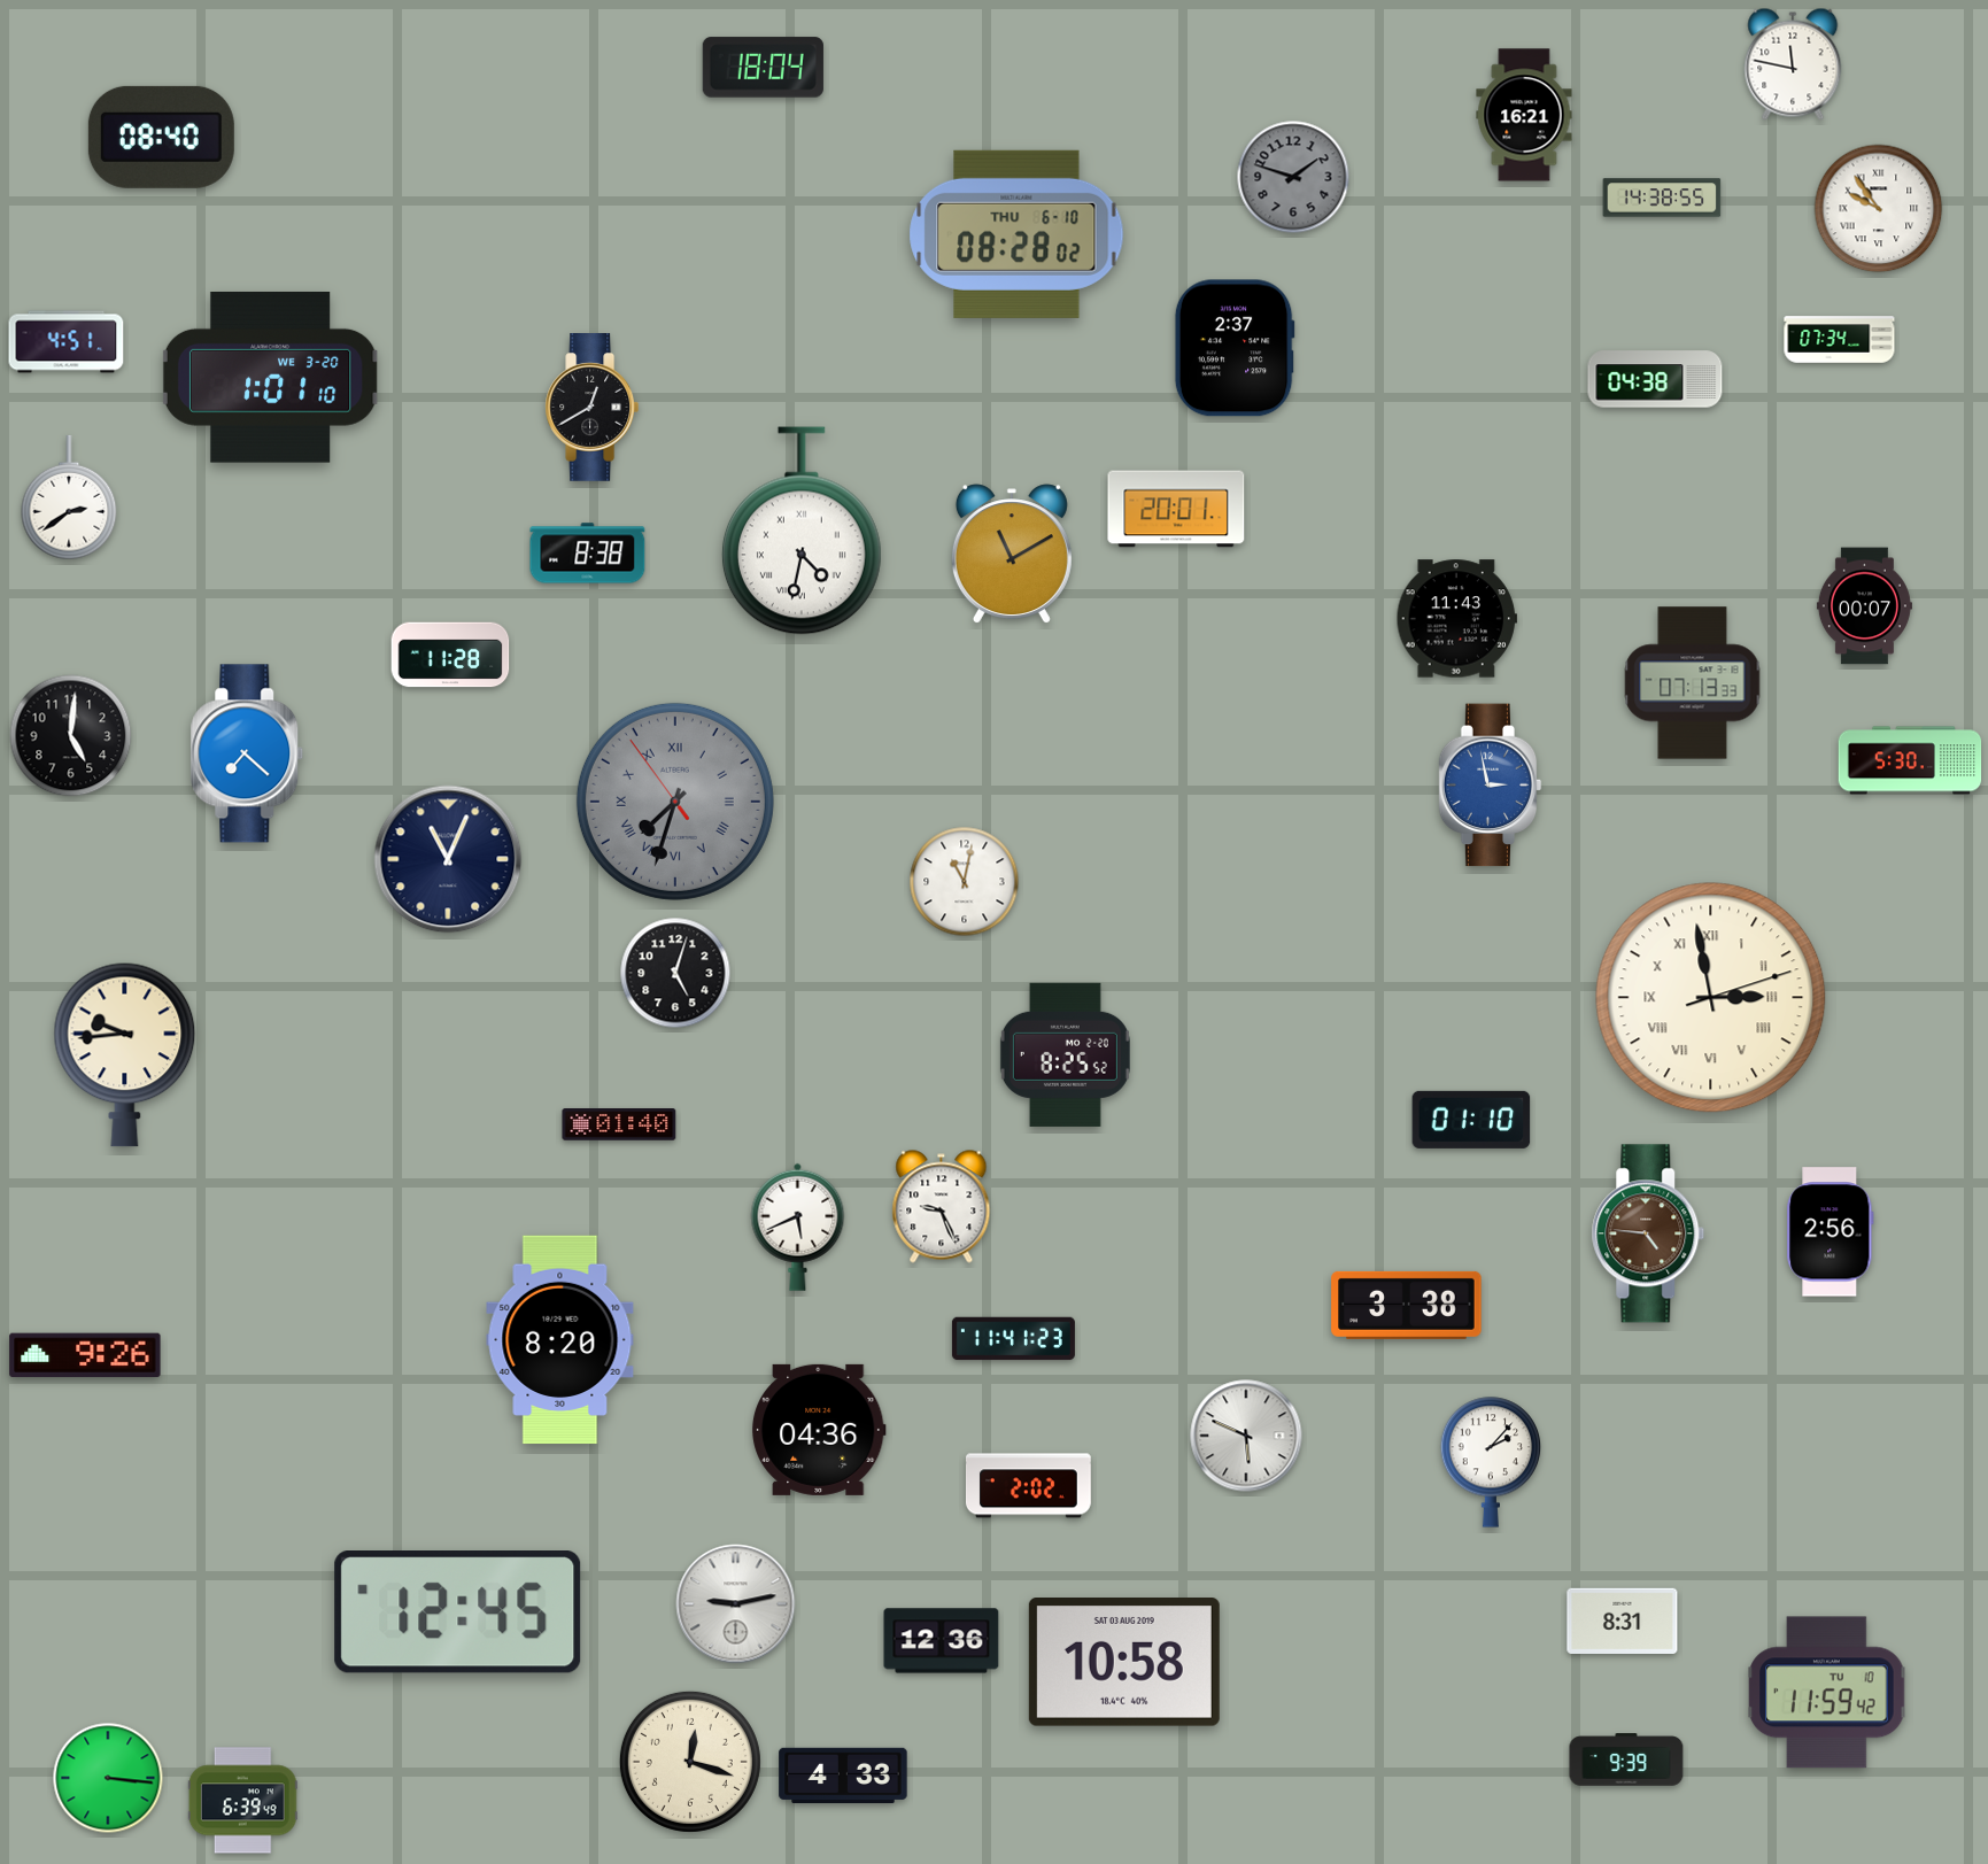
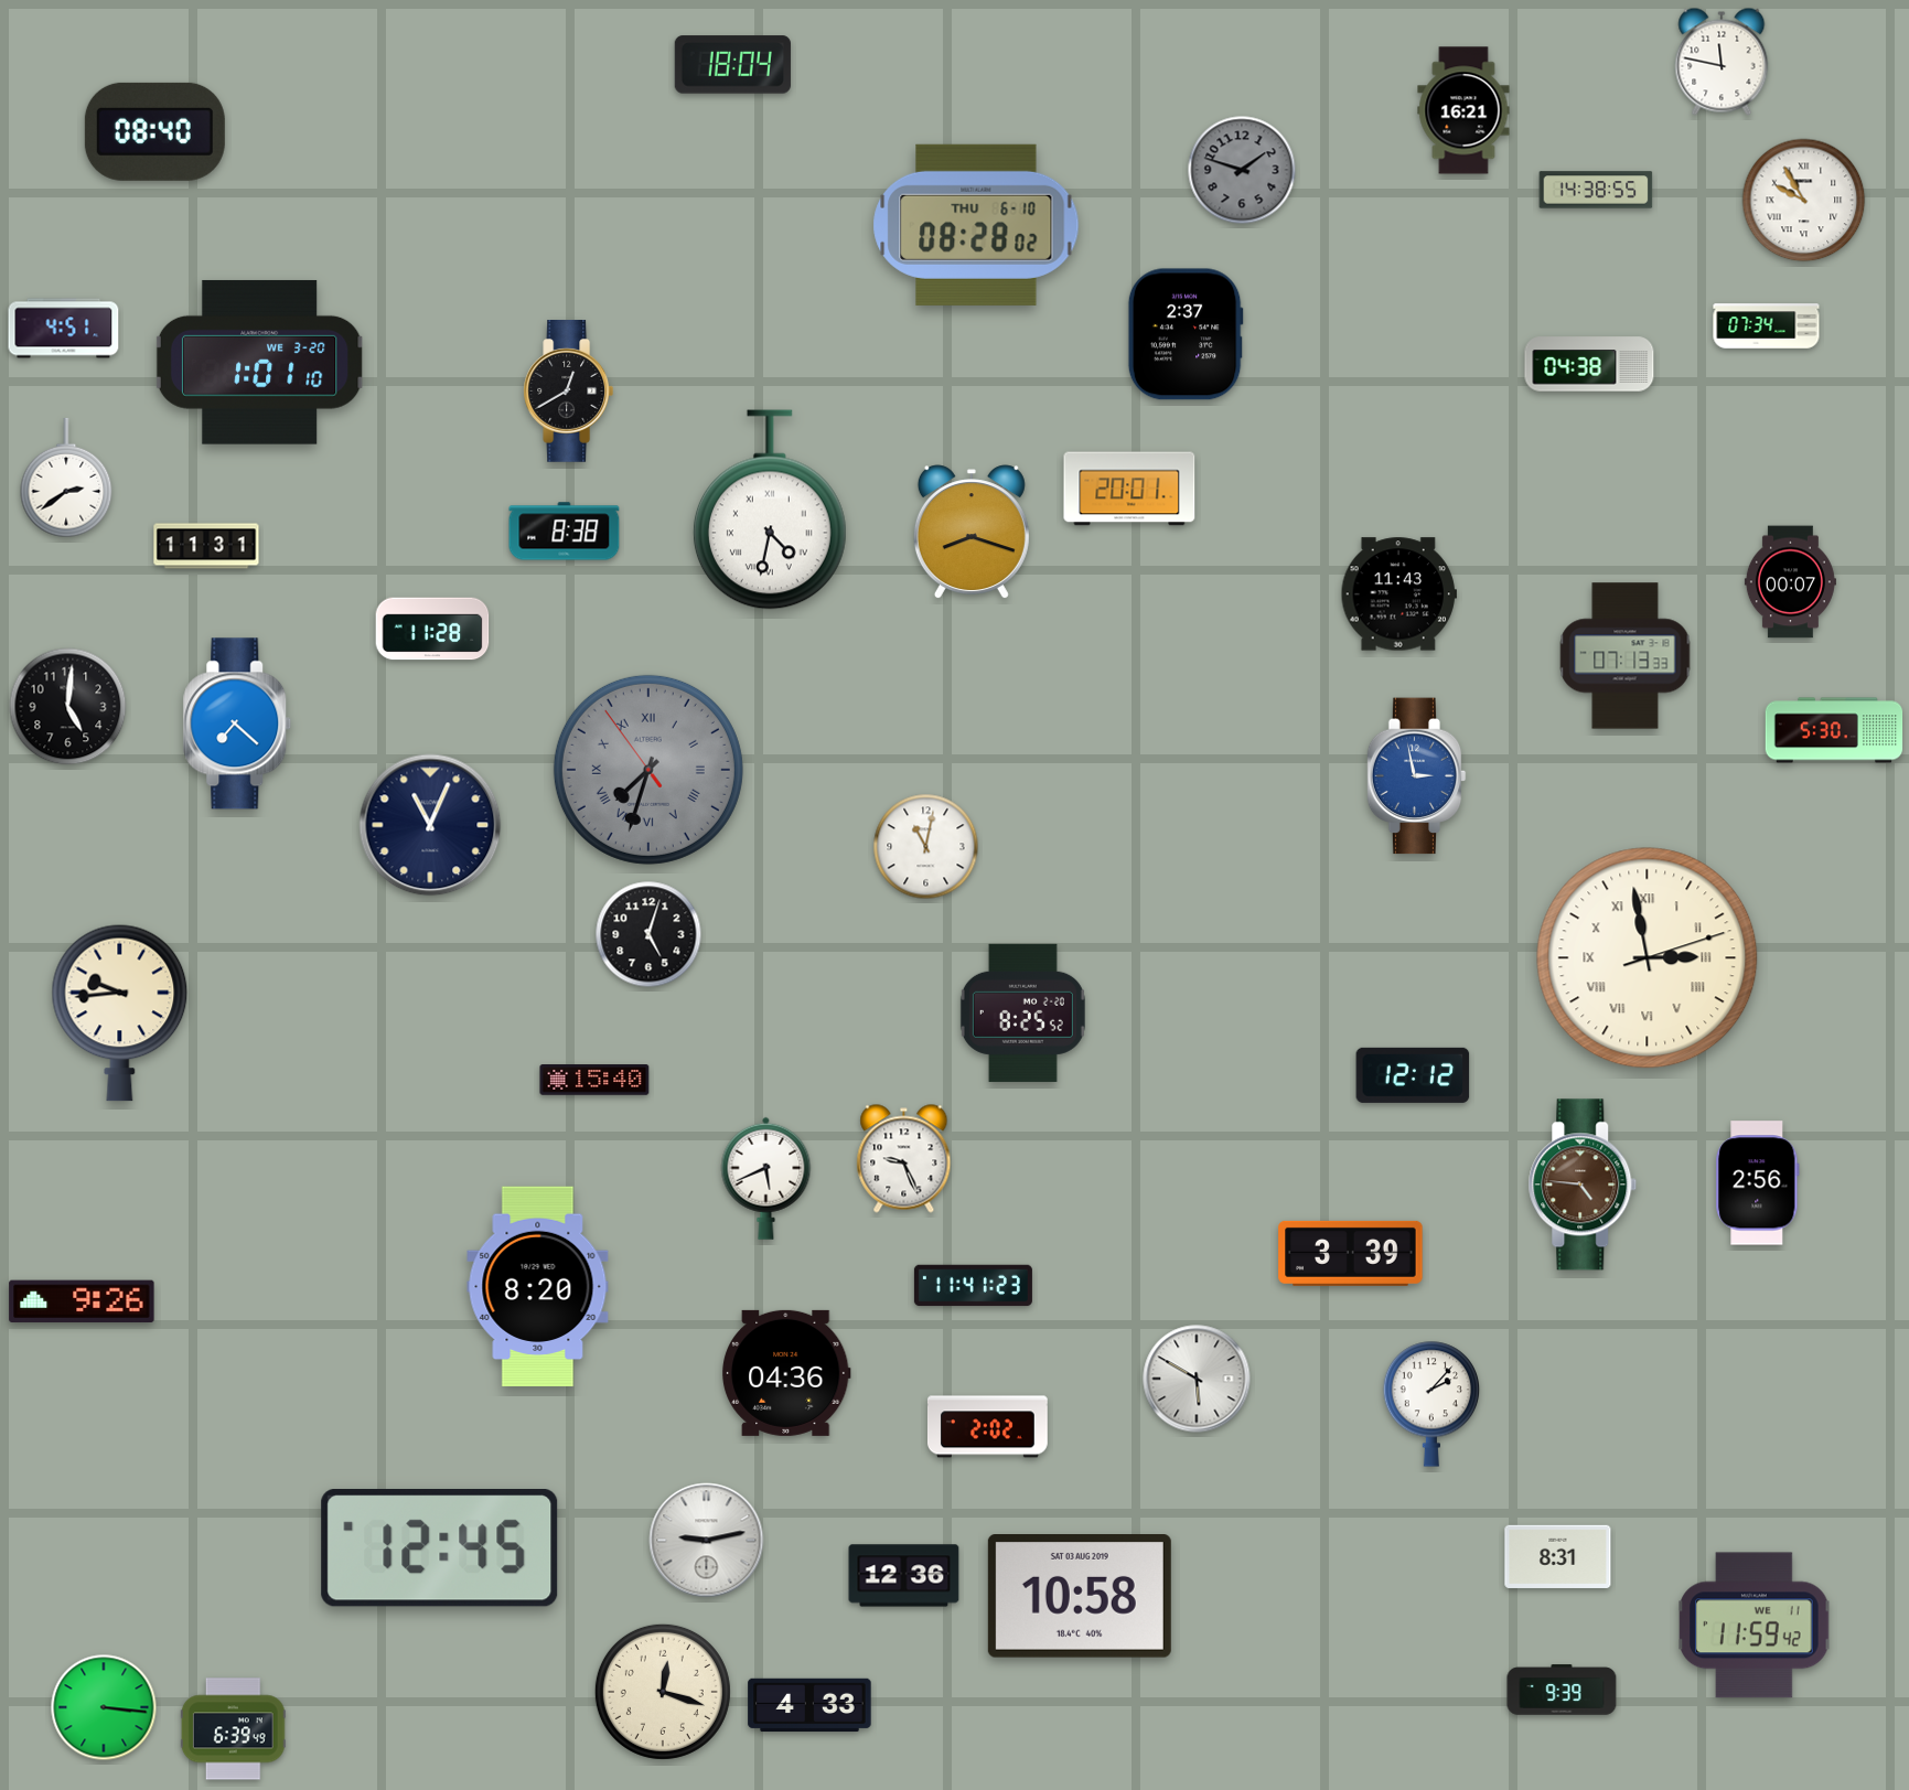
clock at (1879, 209): 9:54 -> 9:55
clock at (1012, 555): 11:10 -> 8:18
clock at (206, 546): none -> 11:31
clock at (1491, 786) position: (1491, 786) -> (1417, 776)
clock at (1711, 998) position: (1711, 998) -> (1648, 958)
clock at (1471, 1120): 01:10 -> 12:12
clock at (619, 1124): 01:40 -> 15:40
clock at (1407, 1305): 3:38 -> 3:39
clock at (1246, 1436): 5:49 -> 5:50
clock at (1827, 1693) date: TU 10 -> WE 11
